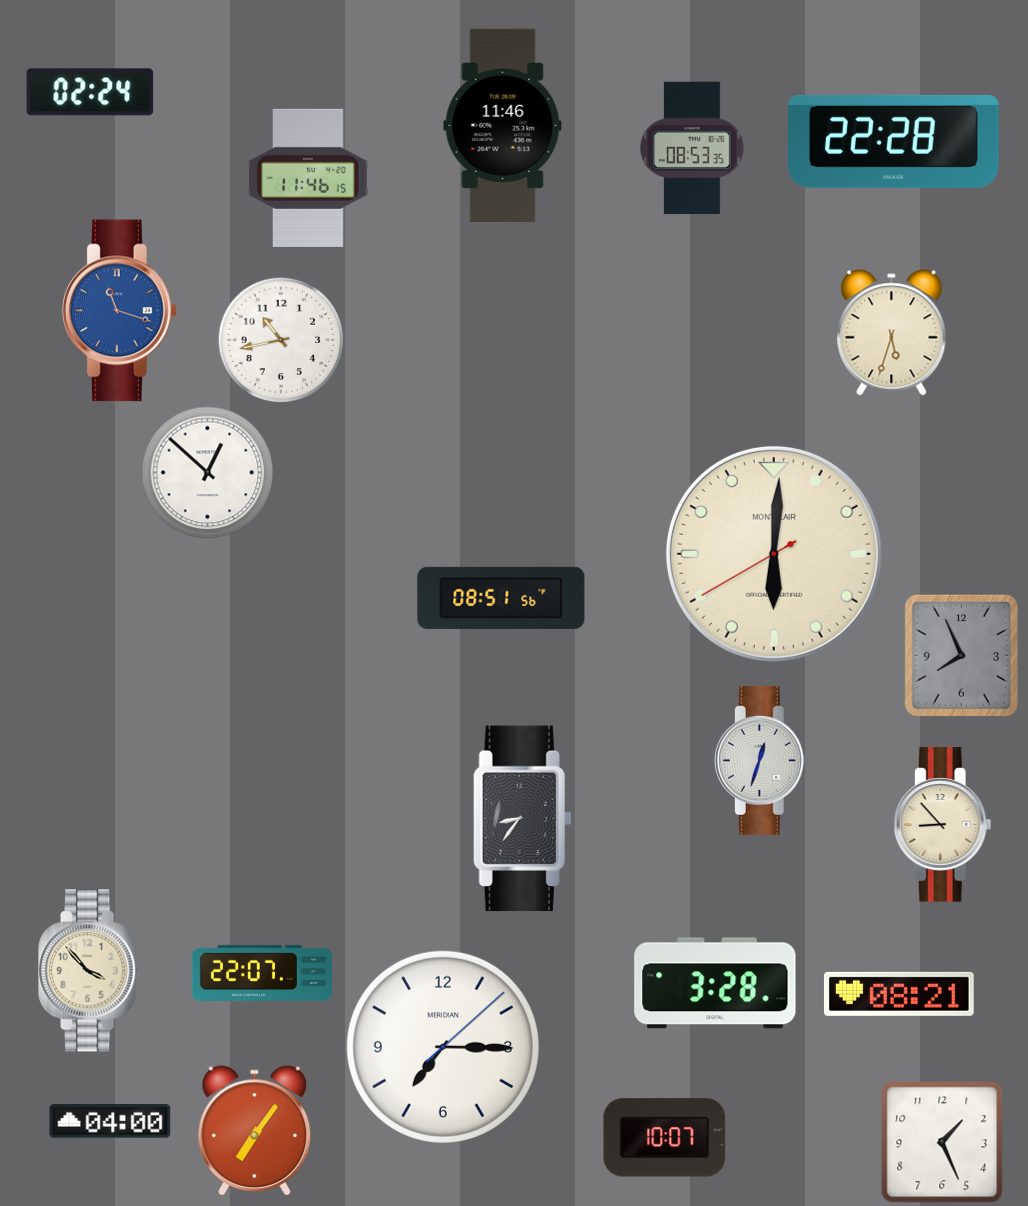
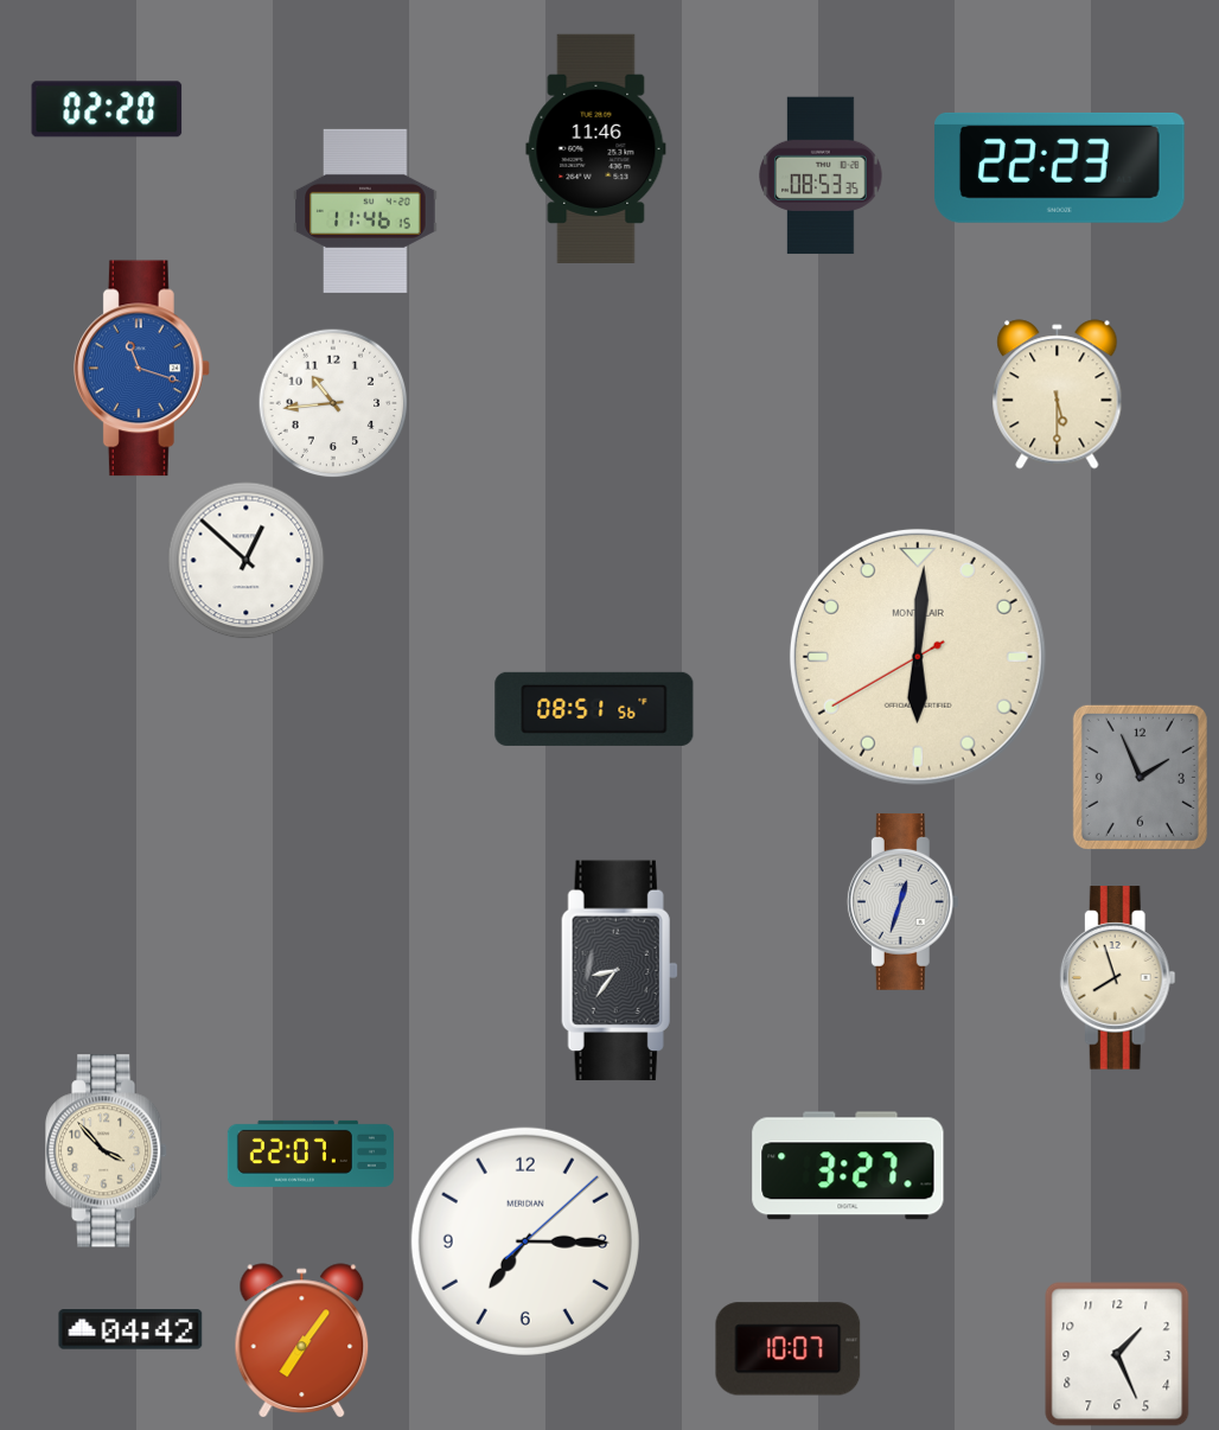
clock at (90, 92): 02:24 -> 02:20
clock at (894, 141): 22:28 -> 22:23
clock at (892, 333): 5:33 -> 5:30
clock at (281, 340): 10:43 -> 10:44
clock at (961, 655): 7:56 -> 1:56
clock at (942, 825): 8:53 -> 7:57
clock at (715, 983): 3:28 -> 3:27
clock at (899, 994): 08:21 -> none
clock at (110, 1121): 04:00 -> 04:42
